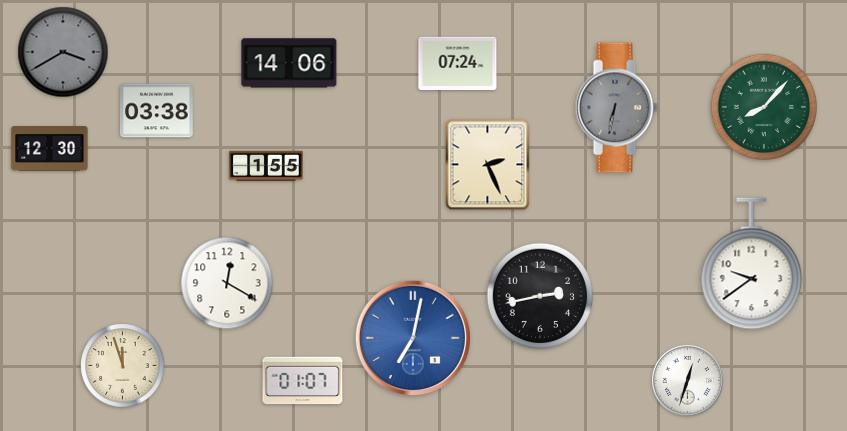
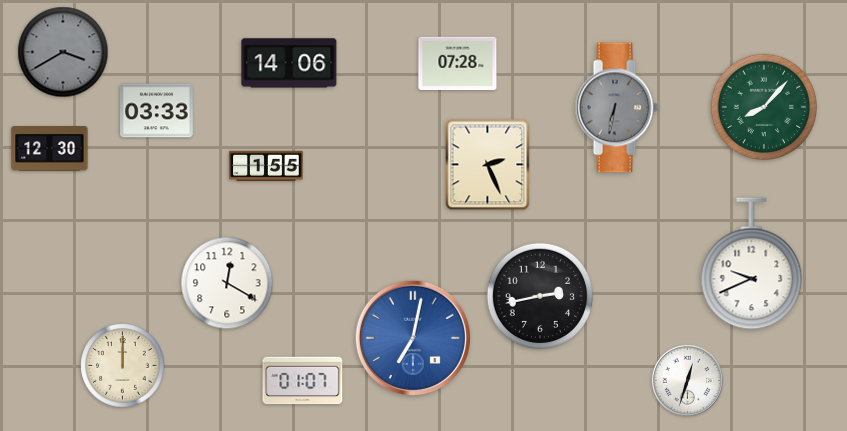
clock at (458, 63): 07:24 -> 07:28
clock at (157, 111): 03:38 -> 03:33
clock at (752, 264): 9:39 -> 9:41
clock at (123, 366): 11:57 -> 12:00
